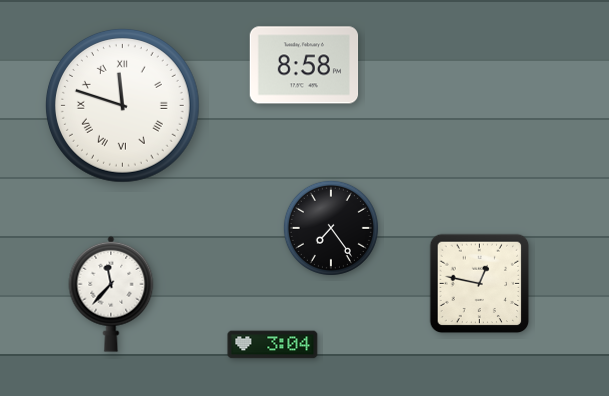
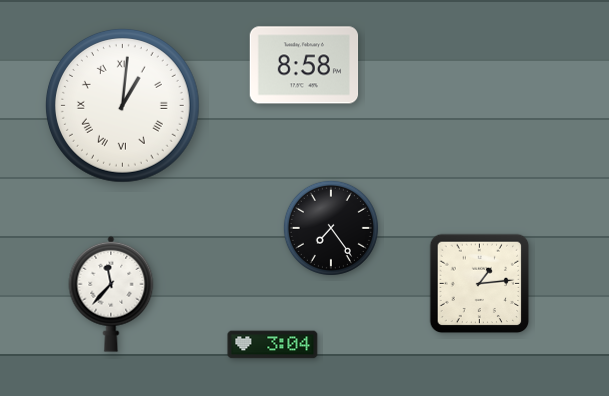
clock at (122, 105): 11:48 -> 1:01
clock at (480, 284): 12:47 -> 1:14
